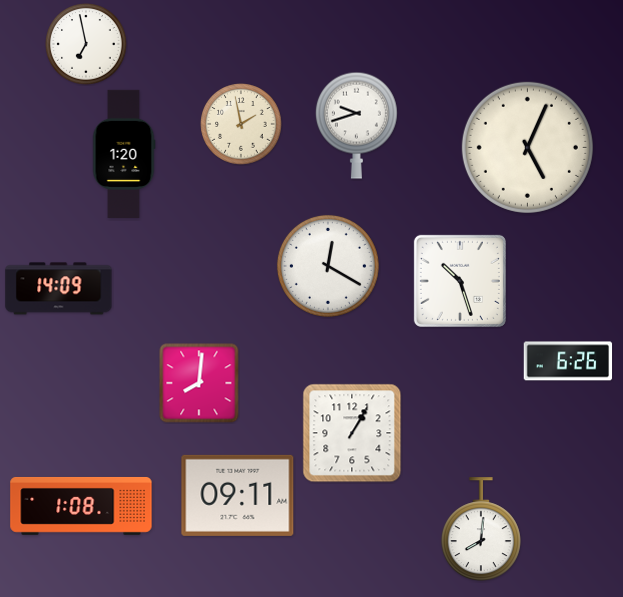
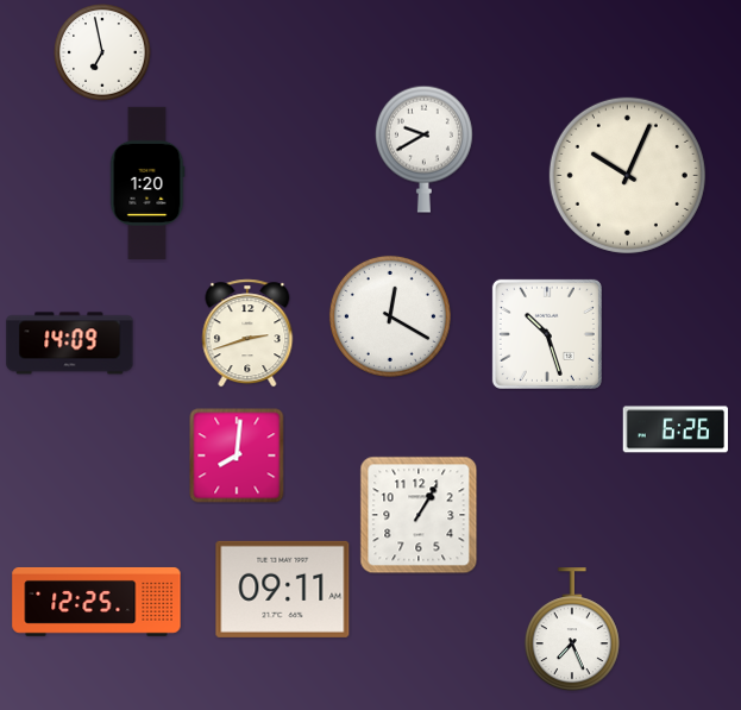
clock at (241, 124): 1:58 -> none
clock at (356, 125): 9:42 -> 9:40
clock at (527, 147): 5:04 -> 10:04
clock at (247, 333): none -> 2:42
clock at (81, 506): 1:08 -> 12:25
clock at (481, 530): 8:01 -> 7:26
